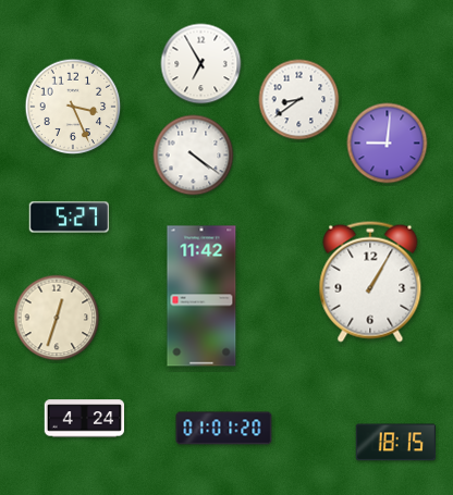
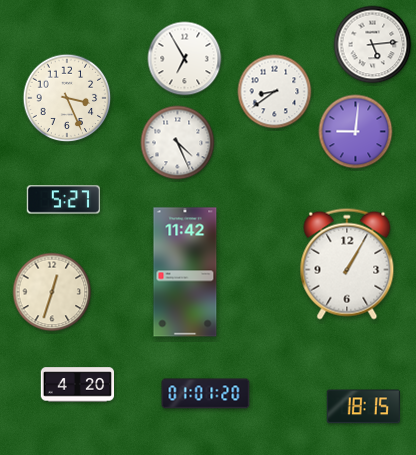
clock at (373, 45): none -> 5:14
clock at (194, 156): 4:21 -> 4:26
clock at (370, 282) position: (370, 282) -> (347, 264)
clock at (85, 419): 4:24 -> 4:20
